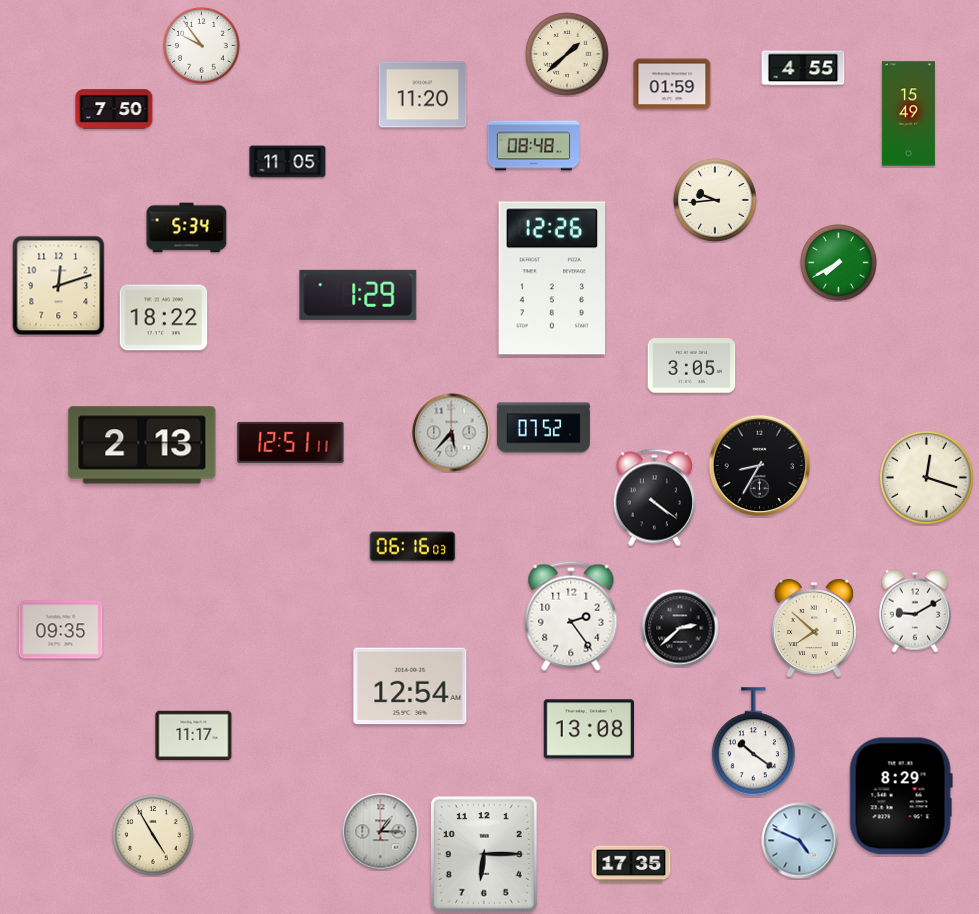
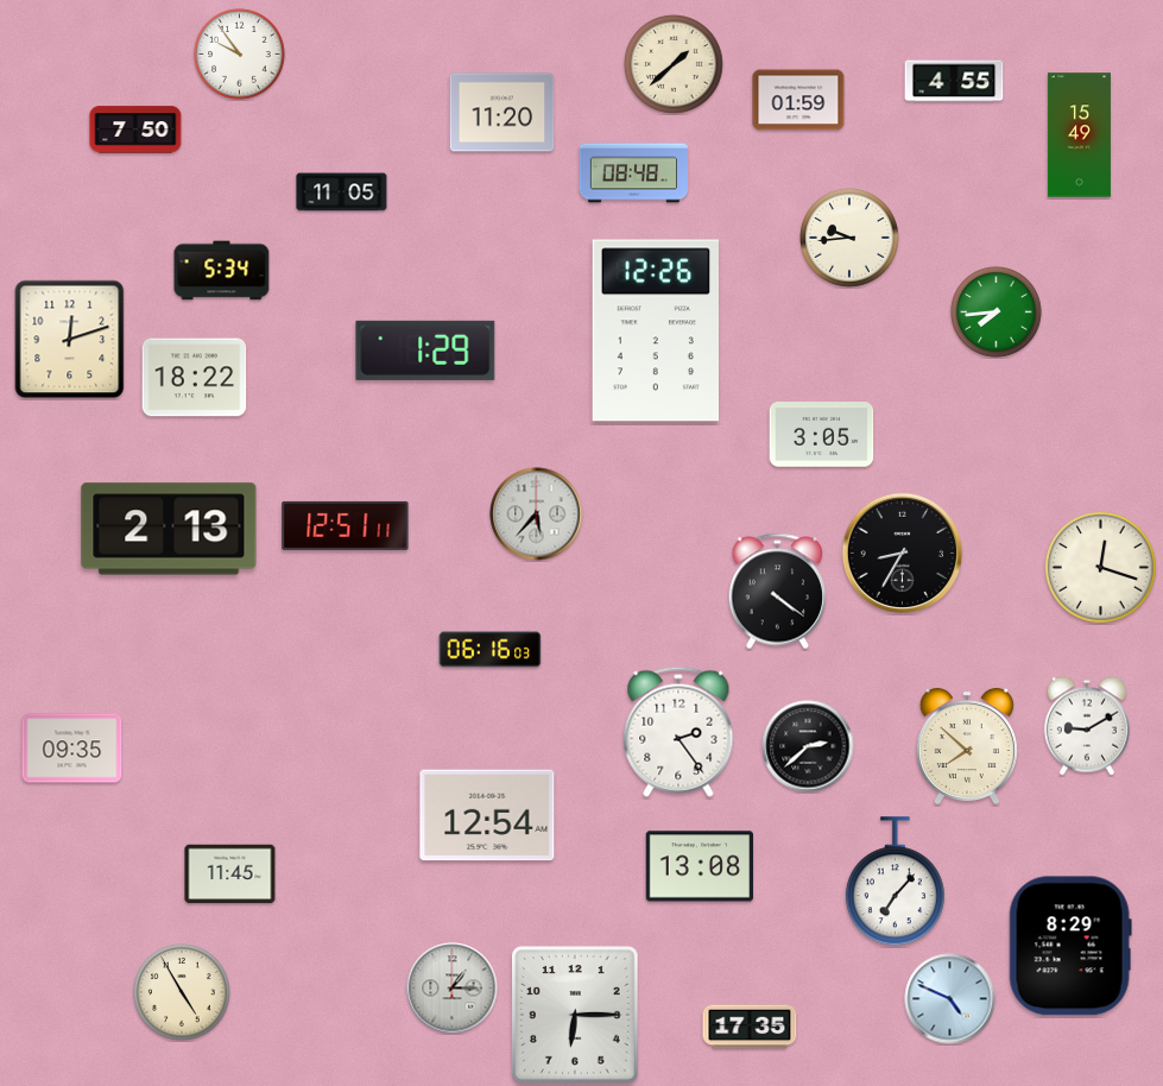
clock at (839, 263): 7:40 -> 7:44
clock at (543, 428): 07:52 -> none
clock at (194, 736): 11:17 -> 11:45
clock at (753, 742): 10:21 -> 7:07
